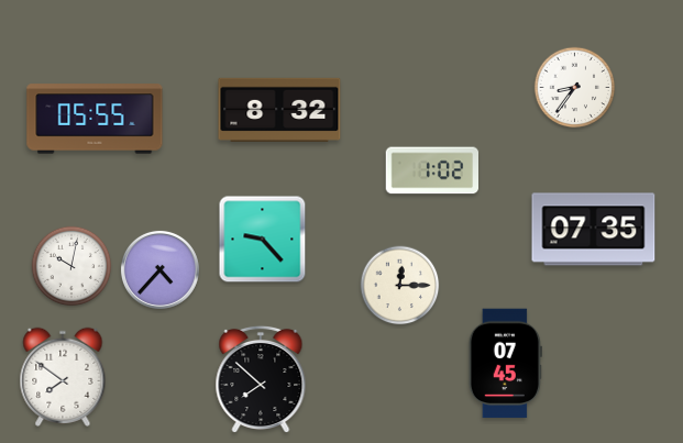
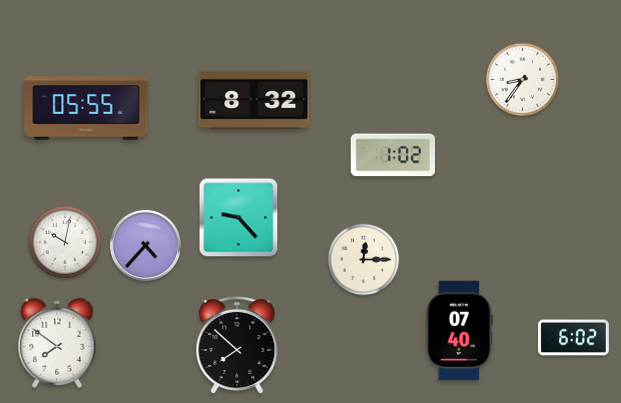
clock at (594, 230): 07:35 -> none
clock at (505, 364): 07:45 -> 07:40
clock at (573, 338): none -> 6:02
